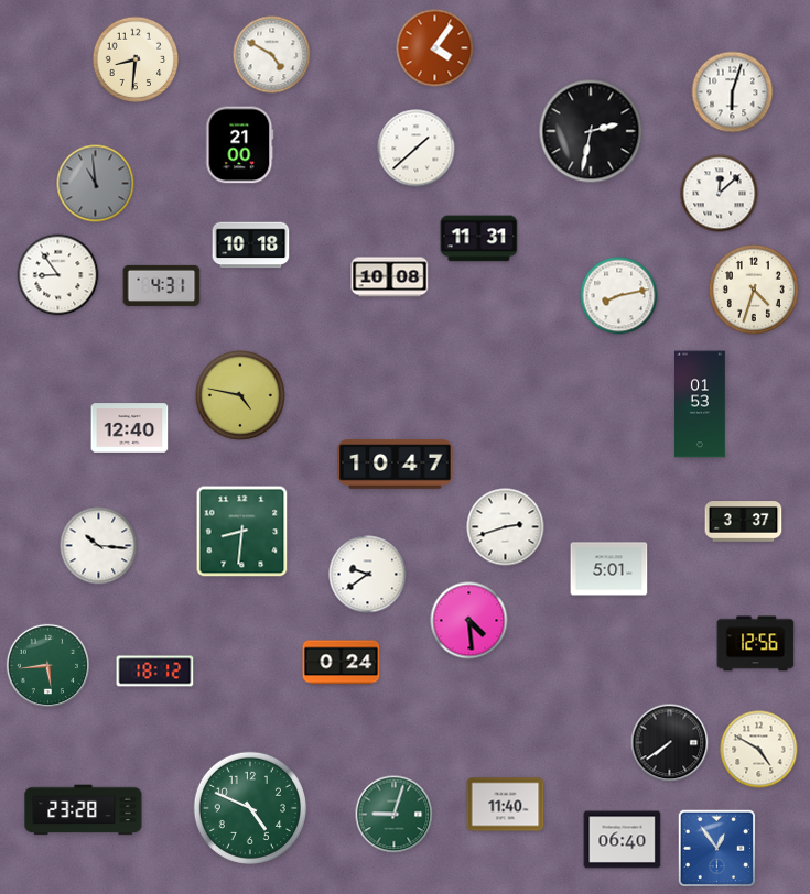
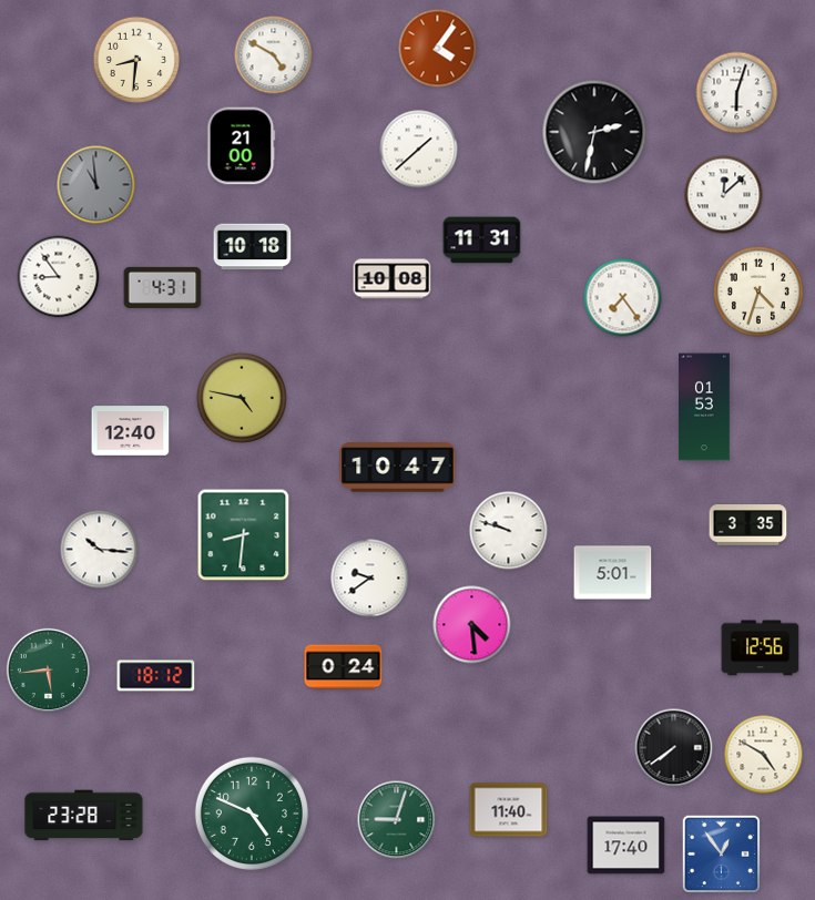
clock at (619, 296): 8:13 -> 7:24
clock at (744, 522): 3:37 -> 3:35
clock at (506, 527): 2:42 -> 9:48
clock at (623, 840): 06:40 -> 17:40
